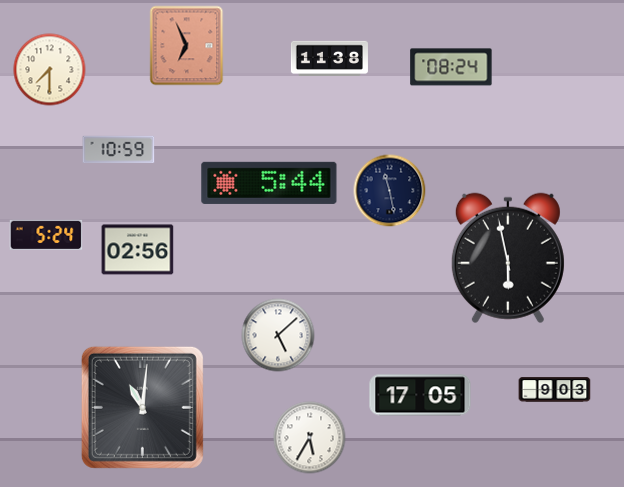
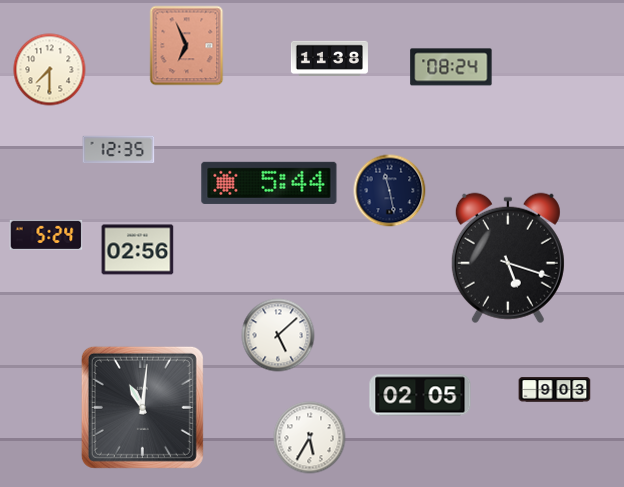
clock at (119, 150): 10:59 -> 12:35
clock at (508, 258): 5:58 -> 5:18
clock at (420, 395): 17:05 -> 02:05
